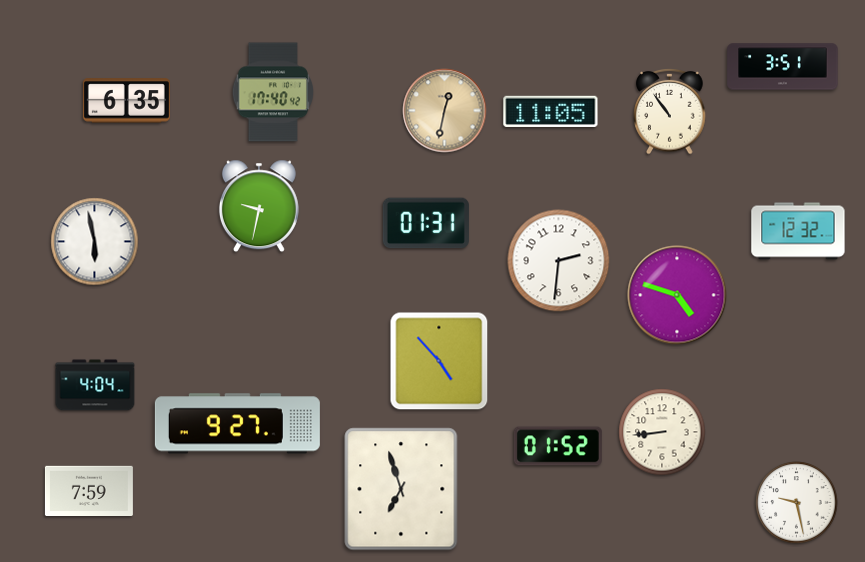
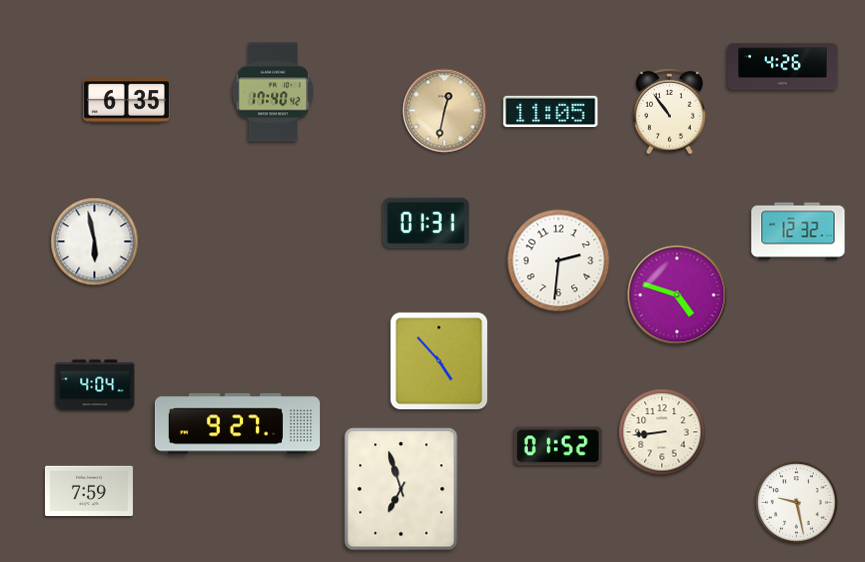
clock at (783, 67): 3:51 -> 4:26
clock at (259, 206): 9:32 -> none
